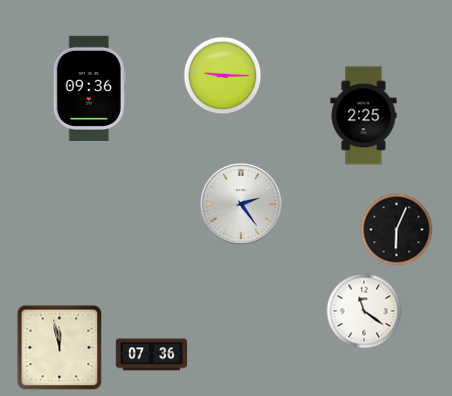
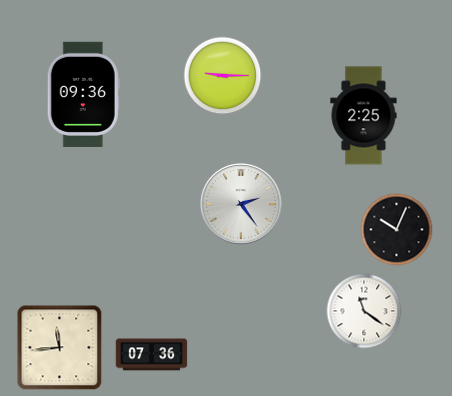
clock at (89, 88) position: (89, 88) -> (83, 94)
clock at (397, 230): 6:04 -> 10:04
clock at (60, 348): 11:58 -> 11:44
